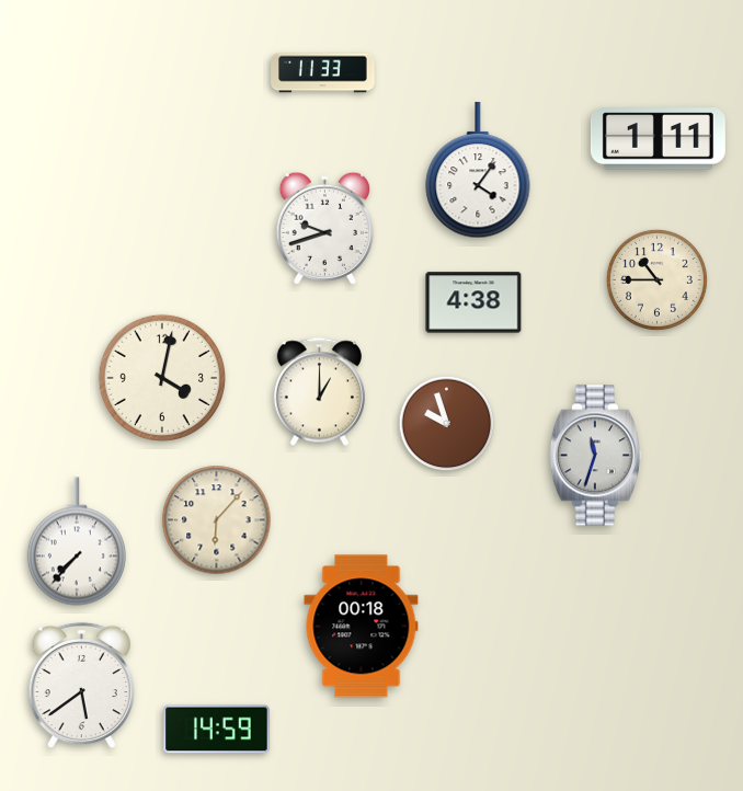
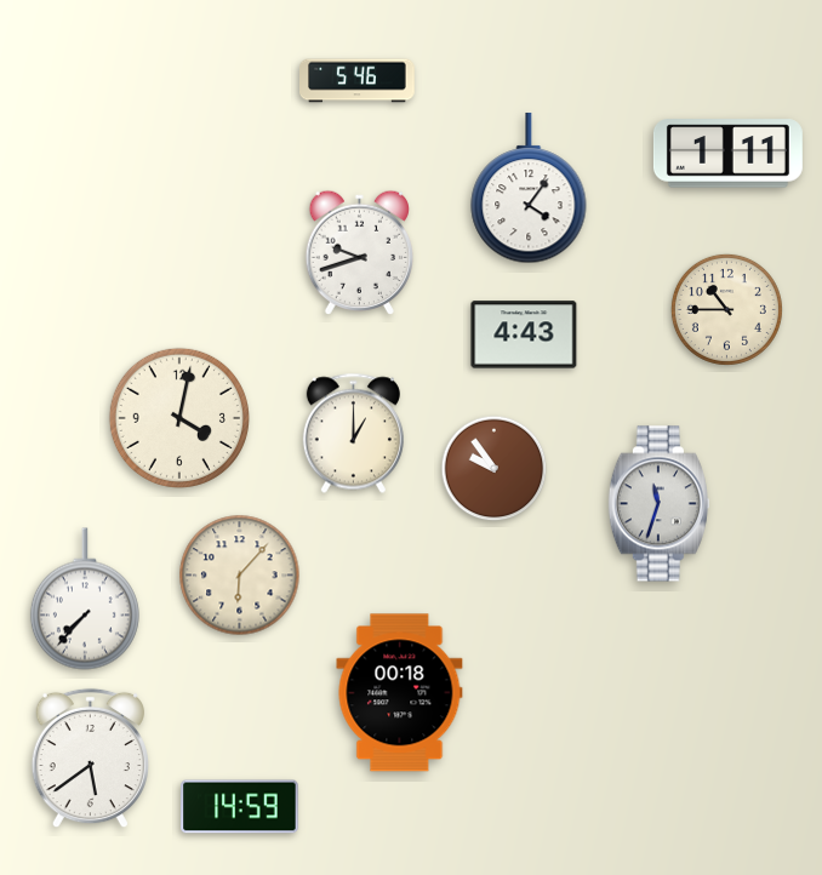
clock at (323, 73): 11:33 -> 5:46
clock at (473, 302): 4:38 -> 4:43
clock at (447, 424): 9:57 -> 9:54
